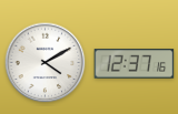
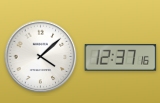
clock at (46, 63): 4:10 -> 4:08
